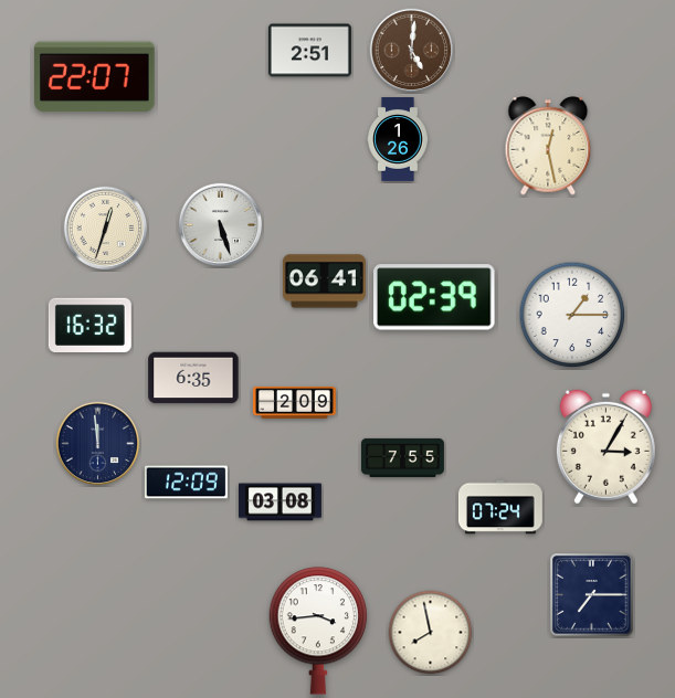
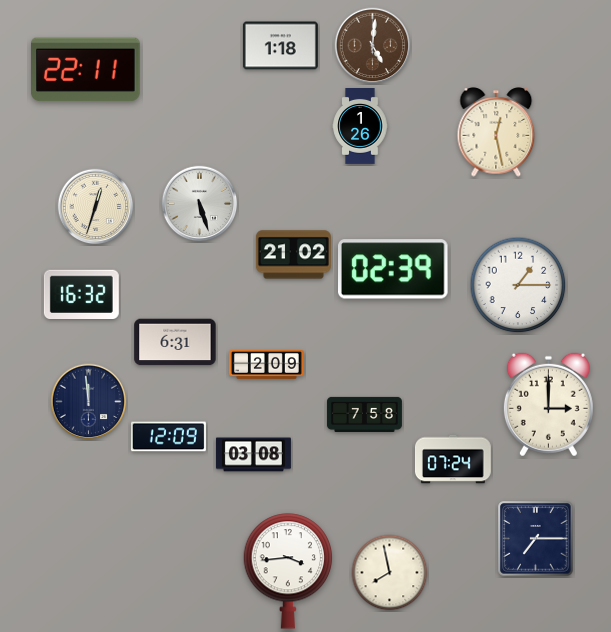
clock at (309, 51): 2:51 -> 1:18
clock at (95, 77): 22:07 -> 22:11
clock at (324, 282): 06:41 -> 21:02
clock at (193, 378): 6:35 -> 6:31
clock at (605, 447): 3:05 -> 3:00
clock at (402, 457): 7:55 -> 7:58
